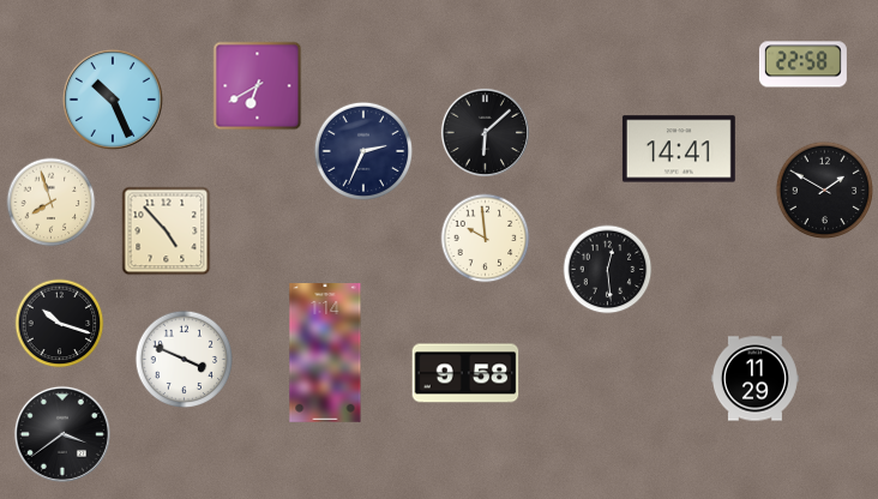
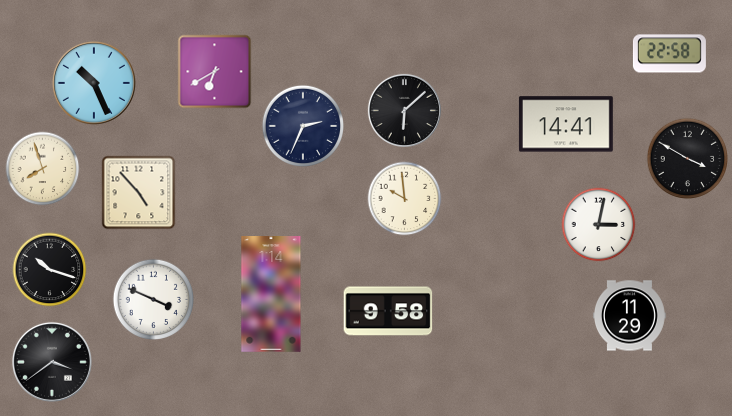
clock at (825, 191): 1:50 -> 3:50
clock at (608, 270): 12:29 -> none
clock at (599, 225): none -> 3:02
